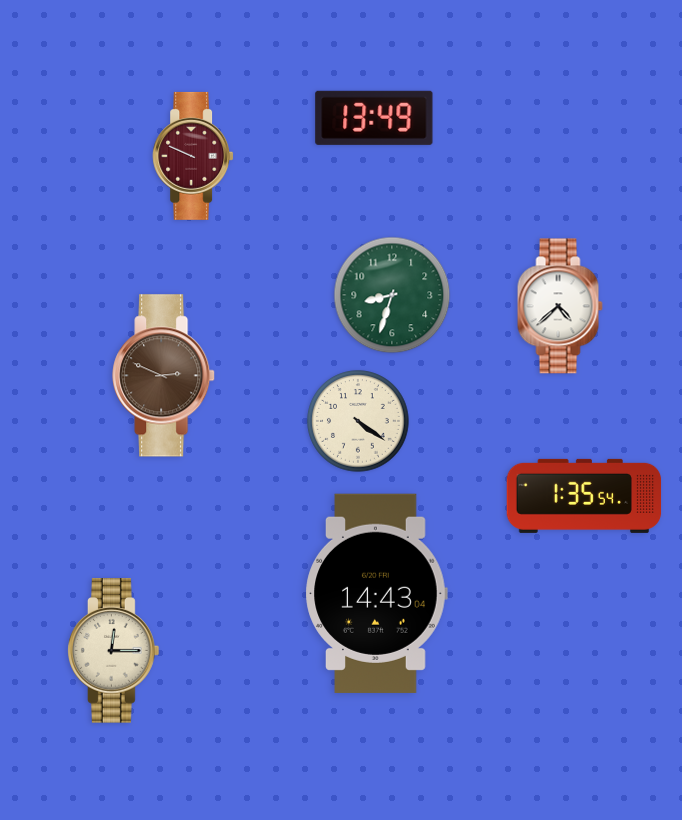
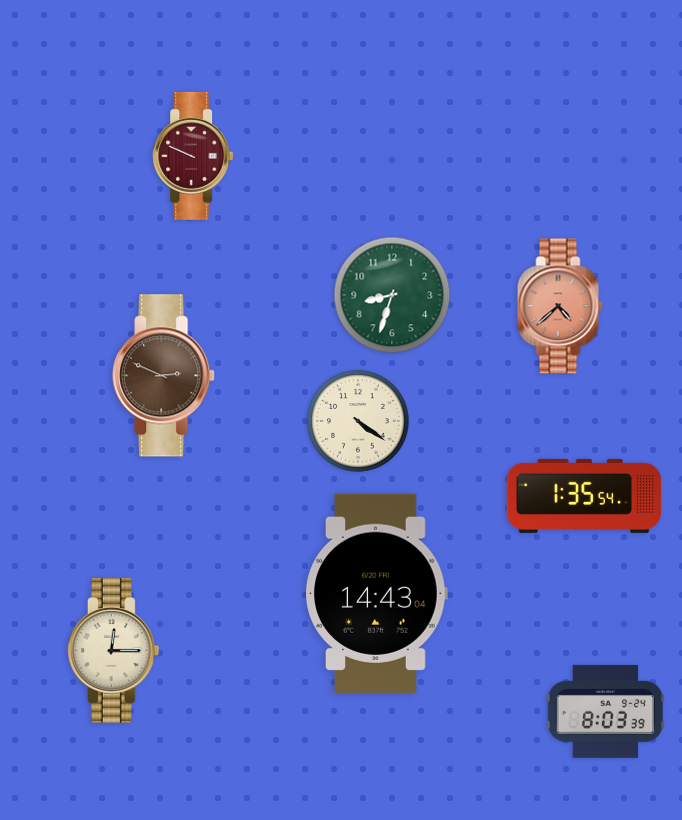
clock at (374, 118): 13:49 -> none
clock at (560, 306) dial: white -> salmon
clock at (606, 711): none -> 8:03
